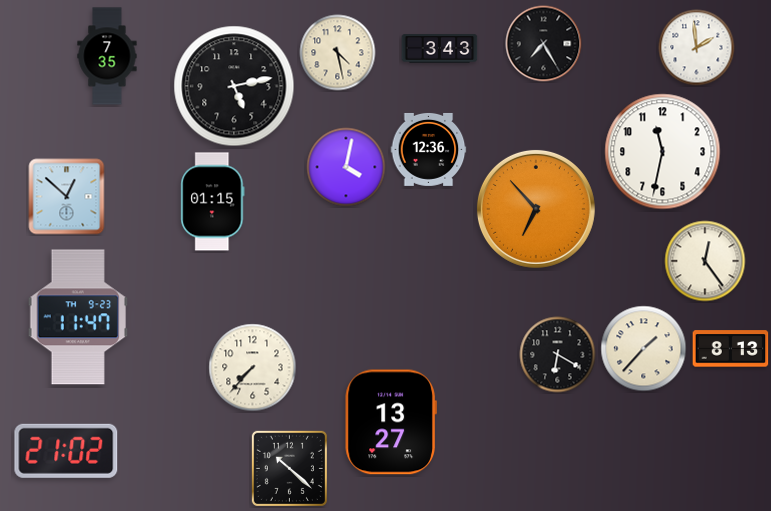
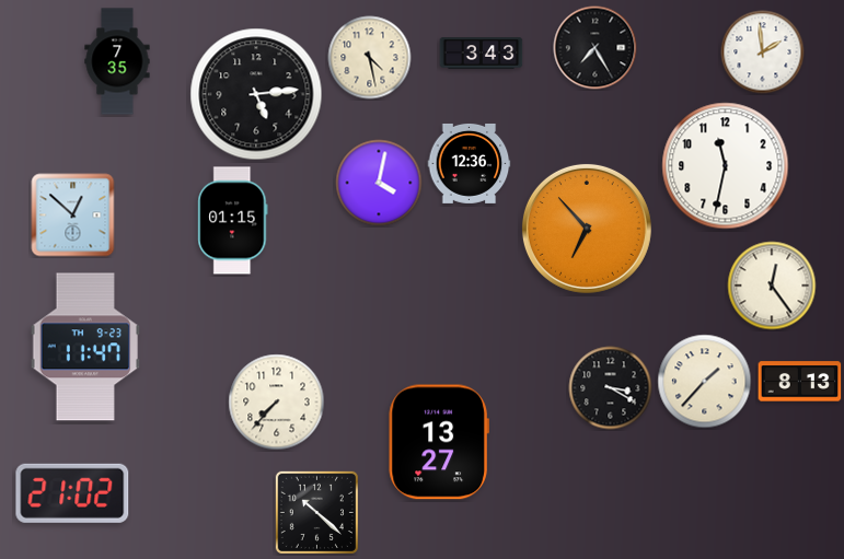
clock at (234, 86): 5:13 -> 5:14
clock at (558, 355): 6:20 -> 3:20
clock at (391, 422) position: (391, 422) -> (439, 442)
